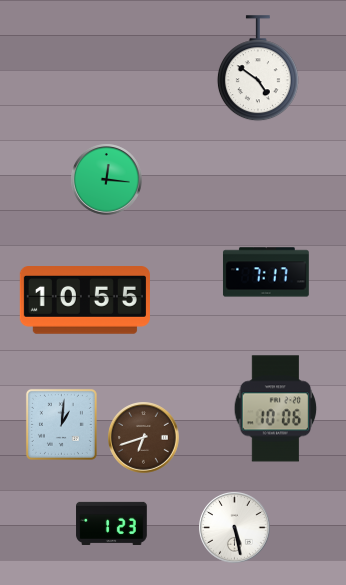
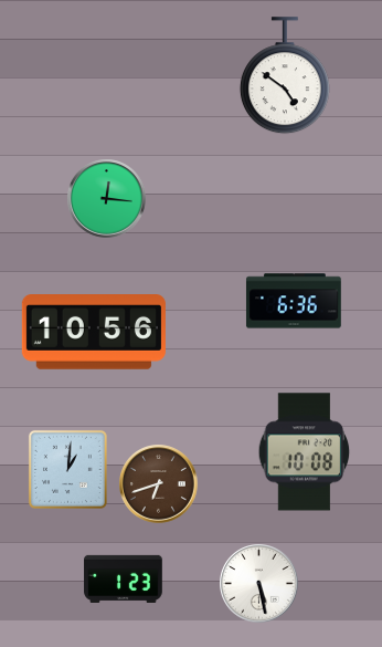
clock at (107, 180) position: (107, 180) -> (107, 199)
clock at (266, 272): 7:17 -> 6:36
clock at (85, 301): 10:55 -> 10:56
clock at (276, 409): 10:06 -> 10:08
